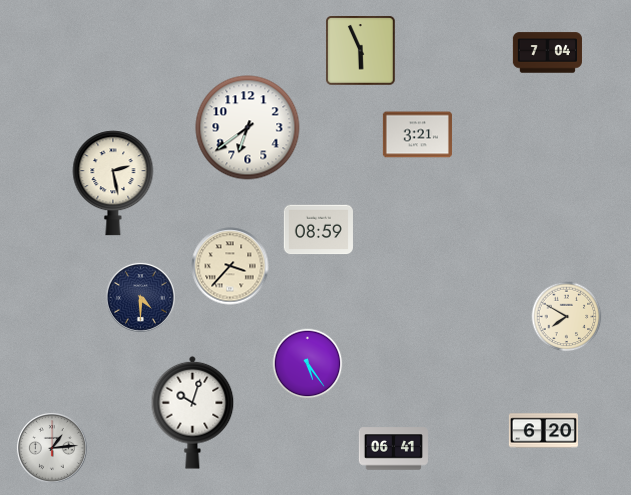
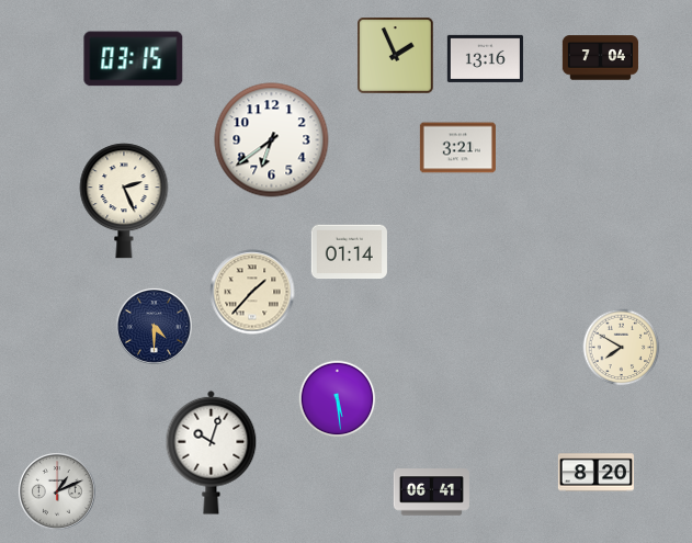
clock at (361, 51): 5:56 -> 1:56
clock at (485, 58): none -> 13:16
clock at (134, 59): none -> 03:15
clock at (113, 183): 2:28 -> 2:26
clock at (318, 230): 08:59 -> 01:14
clock at (230, 266): 3:37 -> 1:37
clock at (308, 364): 5:24 -> 5:29
clock at (543, 431): 6:20 -> 8:20
clock at (52, 448): 1:14 -> 1:11
